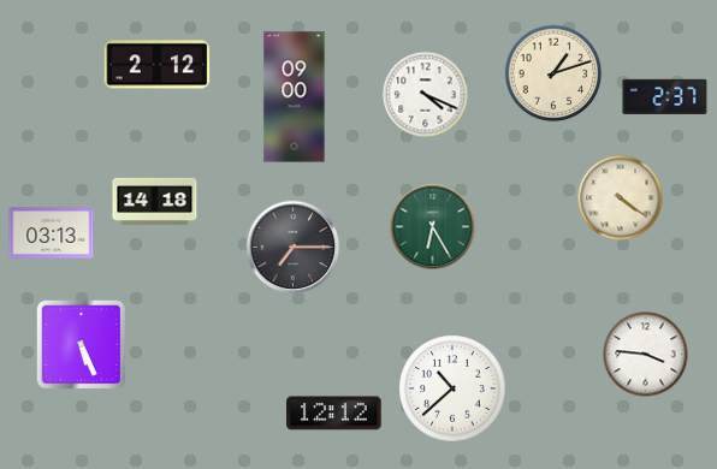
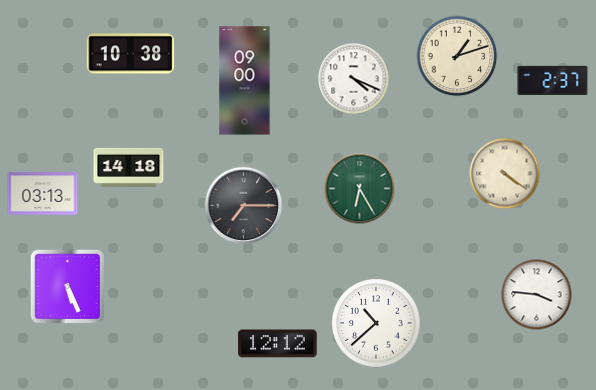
clock at (158, 65): 2:12 -> 10:38
clock at (553, 73) position: (553, 73) -> (457, 56)
clock at (621, 198) position: (621, 198) -> (505, 174)
